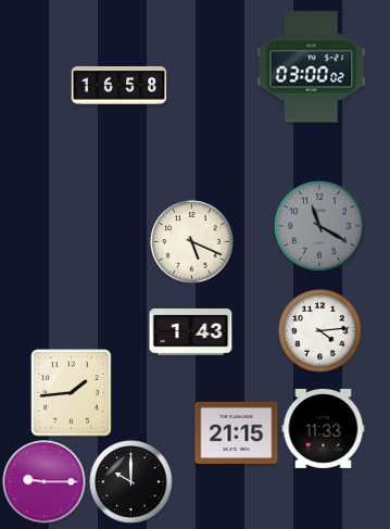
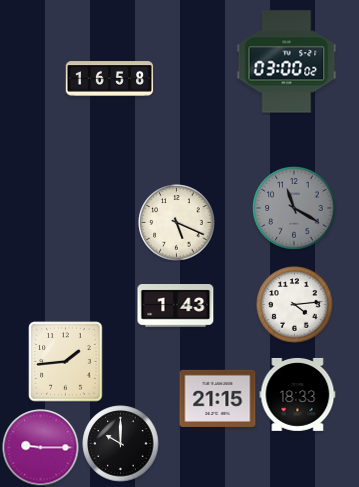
clock at (324, 428): 11:33 -> 18:33
clock at (45, 482) position: (45, 482) -> (41, 448)
